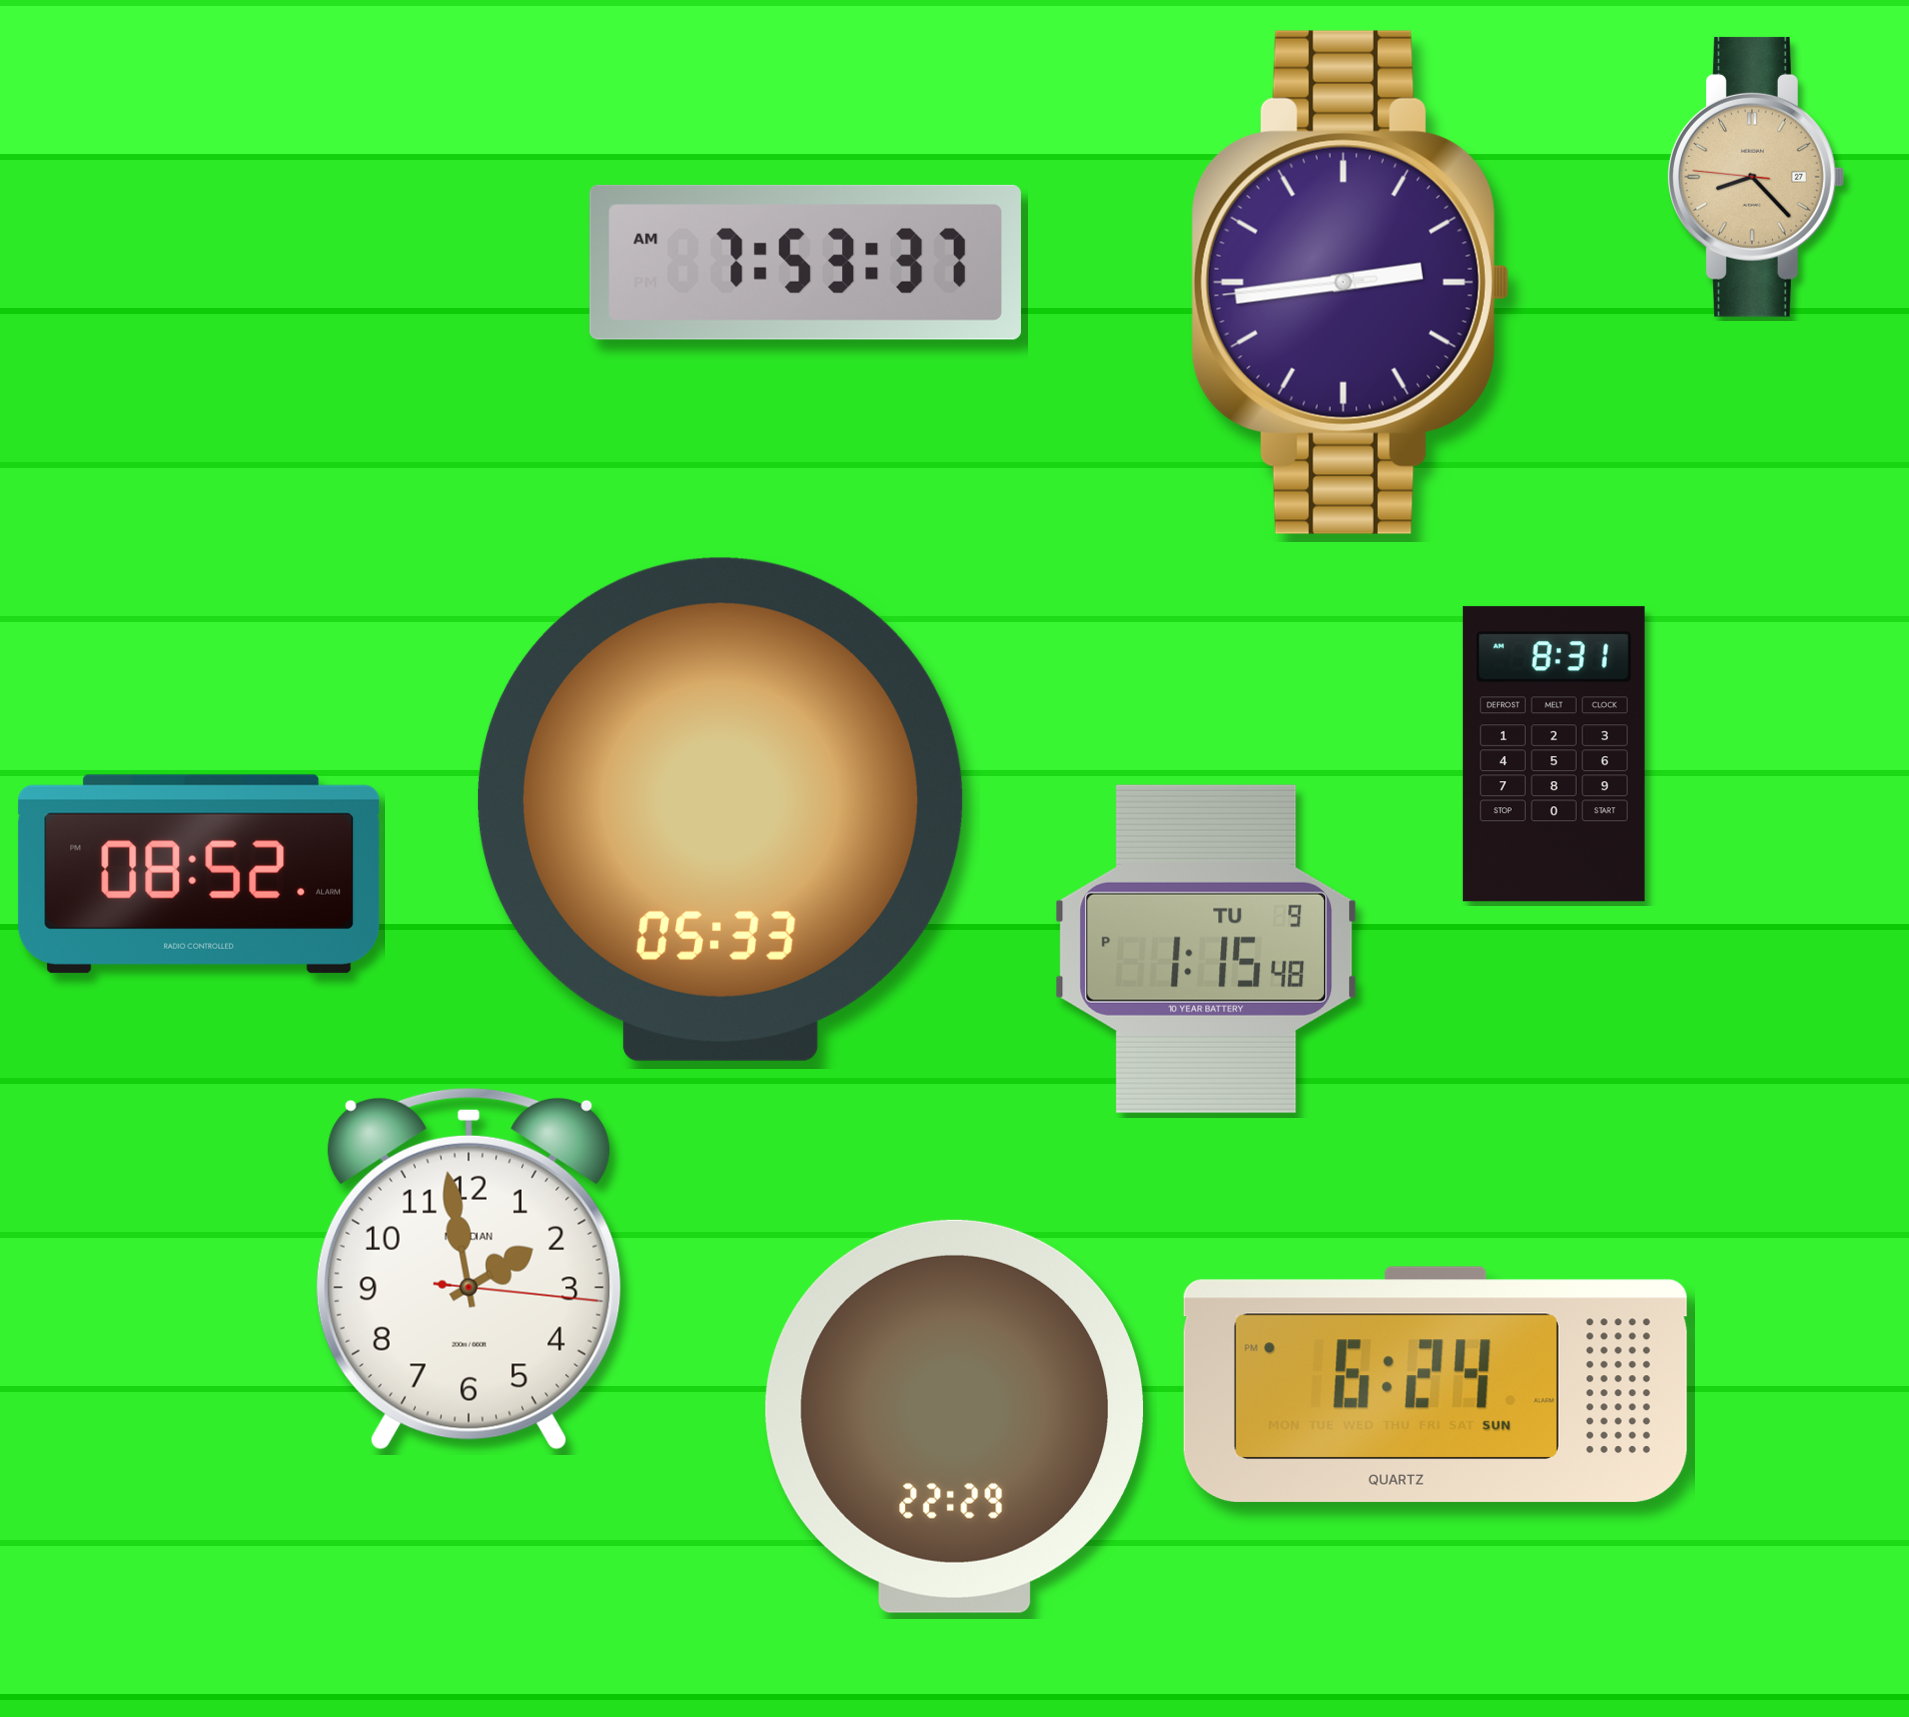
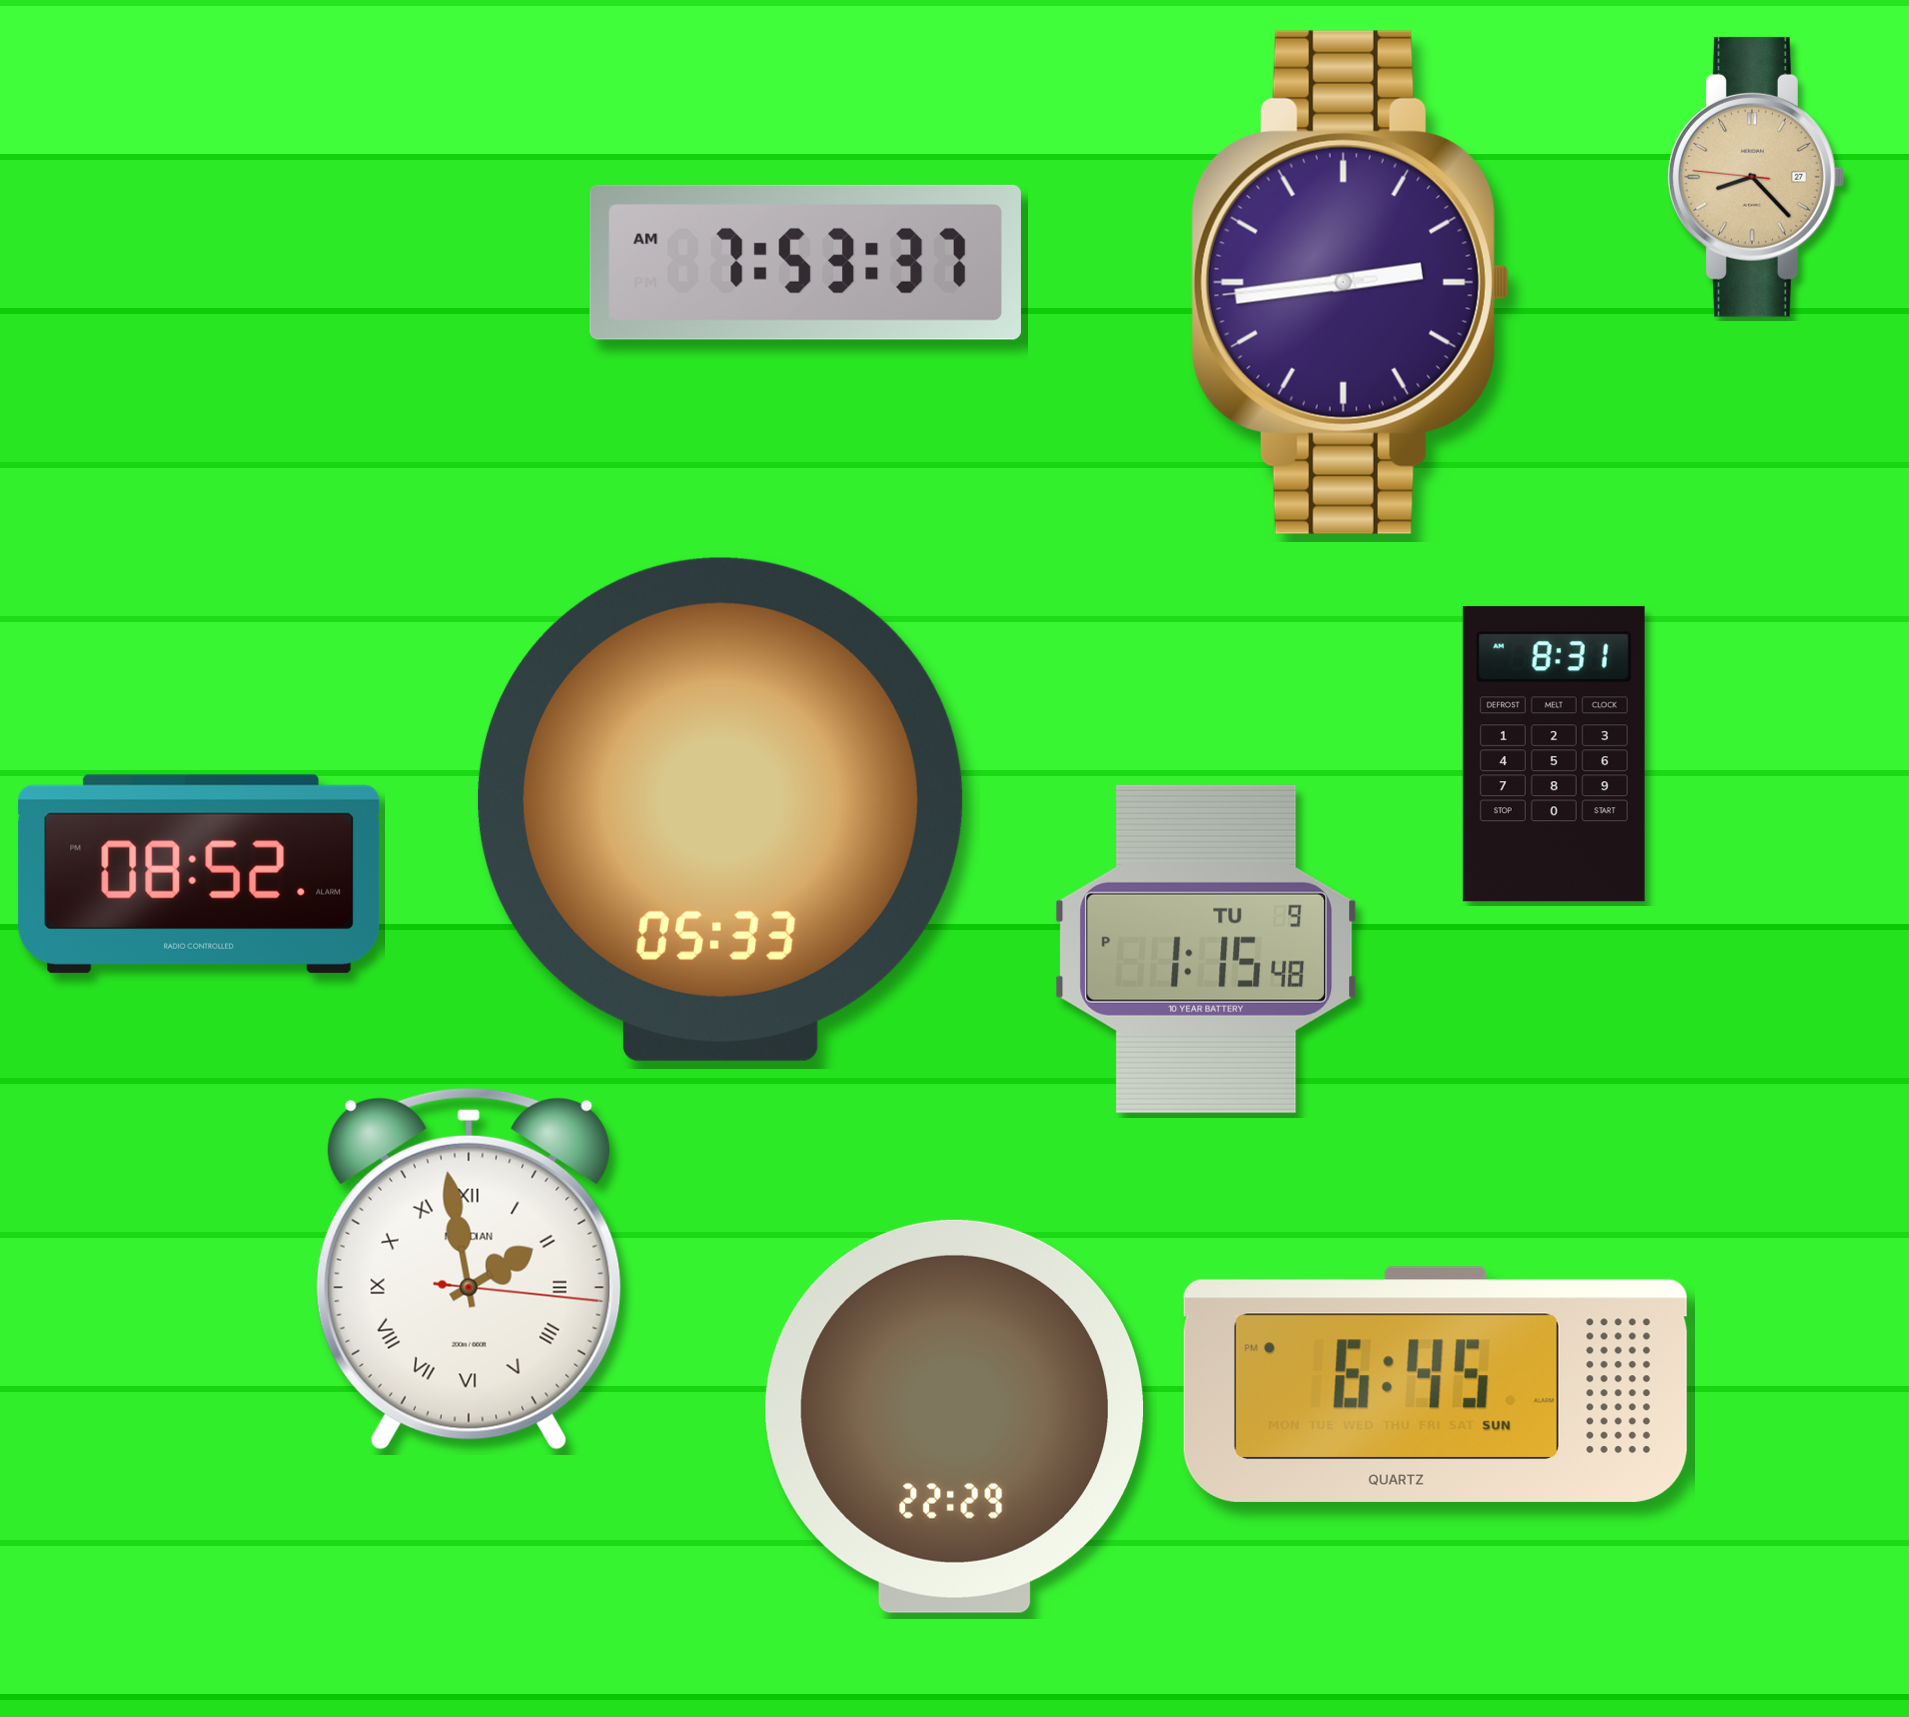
clock at (469, 1269) numerals: Arabic -> Roman
clock at (1435, 1384): 6:24 -> 6:45
